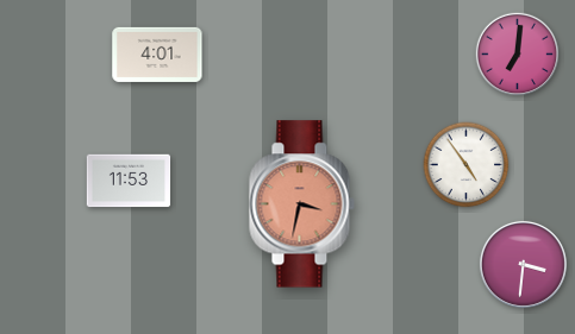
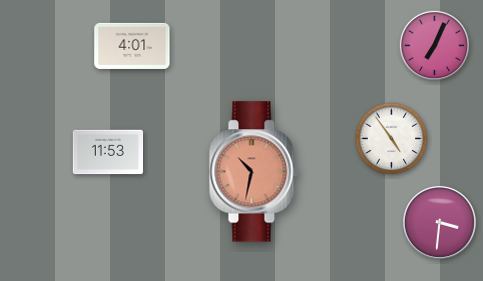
clock at (518, 55): 7:01 -> 7:04
clock at (301, 204): 3:32 -> 10:32
